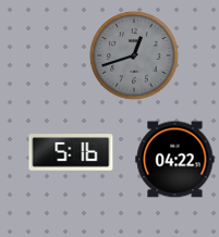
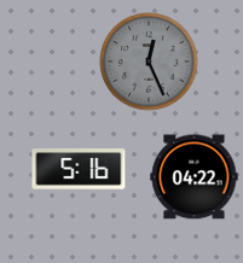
clock at (134, 55): 12:42 -> 12:26
